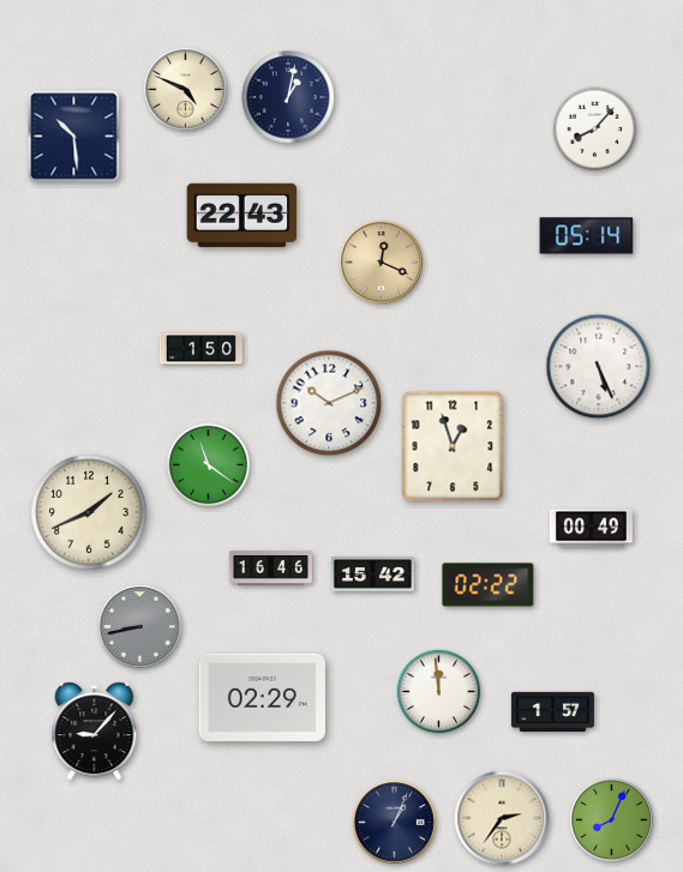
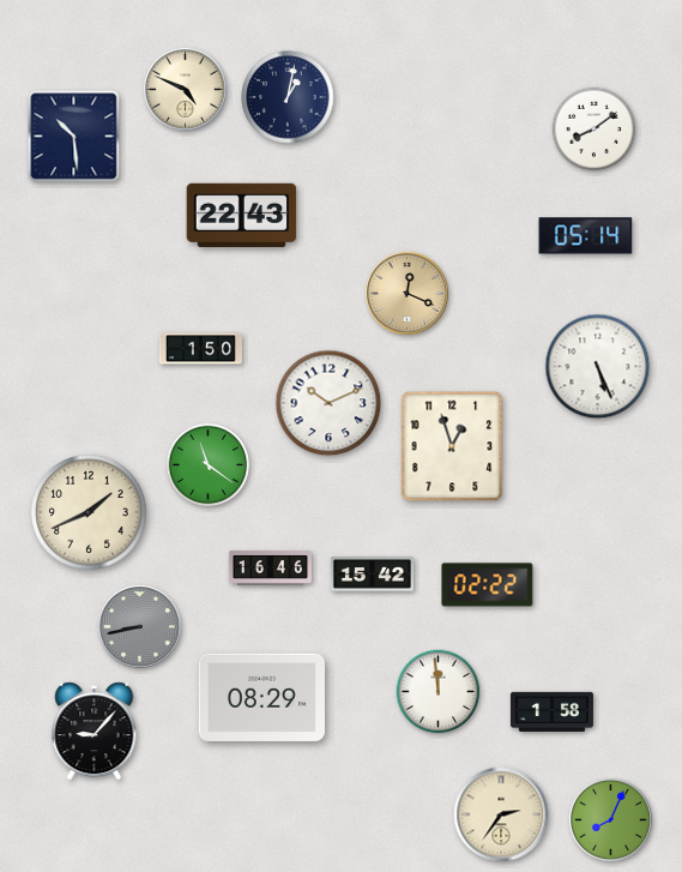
clock at (595, 130): 8:07 -> 8:09
clock at (382, 263) position: (382, 263) -> (408, 294)
clock at (591, 529): 00:49 -> none
clock at (262, 697): 02:29 -> 08:29
clock at (552, 711): 1:57 -> 1:58
clock at (502, 818) position: (502, 818) -> (501, 814)
clock at (395, 823): 1:04 -> none
